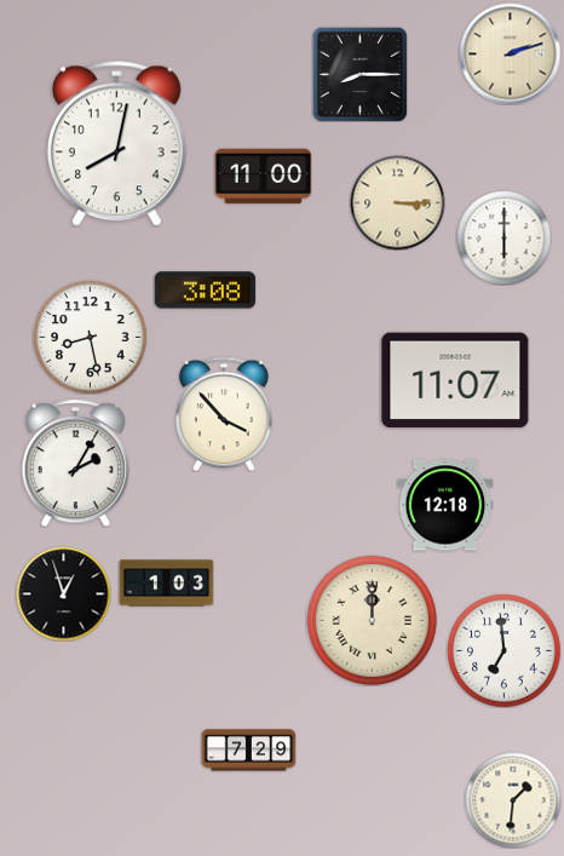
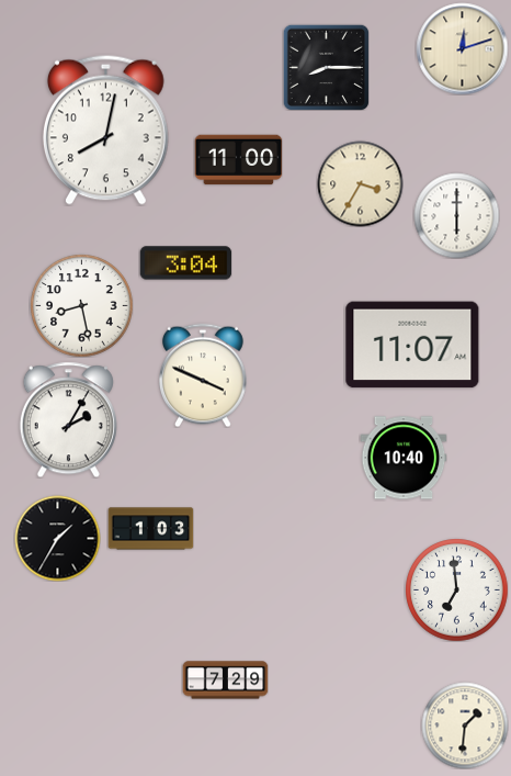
clock at (510, 53): 2:12 -> 12:12
clock at (397, 202): 3:15 -> 3:35
clock at (205, 291): 3:08 -> 3:04
clock at (225, 414): 3:53 -> 3:49
clock at (445, 505): 12:18 -> 10:40
clock at (63, 593): 12:57 -> 1:35
clock at (372, 620): 12:00 -> none
